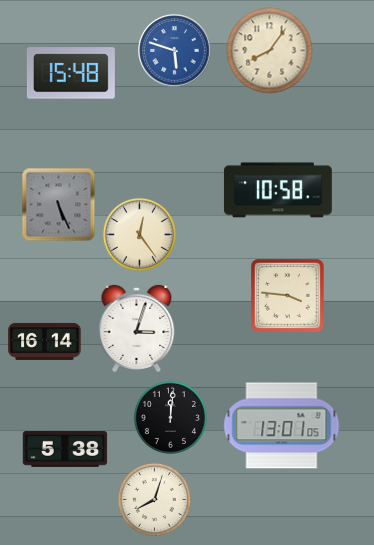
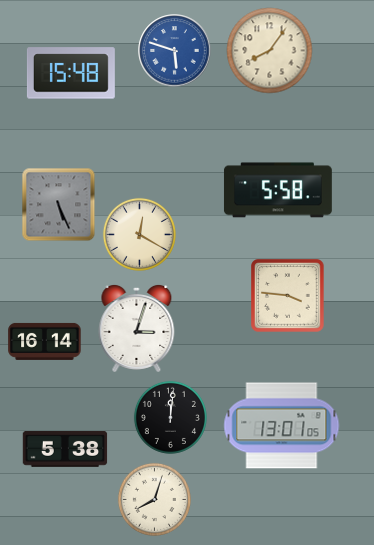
clock at (278, 190): 10:58 -> 5:58
clock at (139, 234): 12:24 -> 12:20
